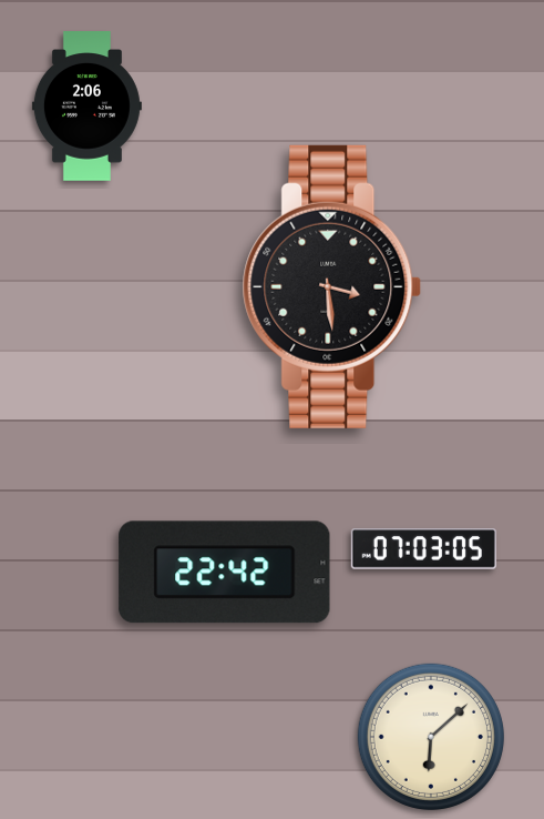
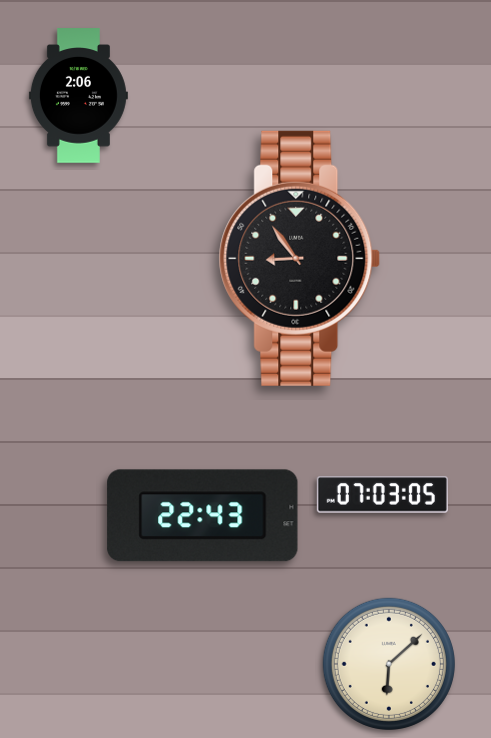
clock at (332, 286): 3:29 -> 8:54
clock at (225, 573): 22:42 -> 22:43
